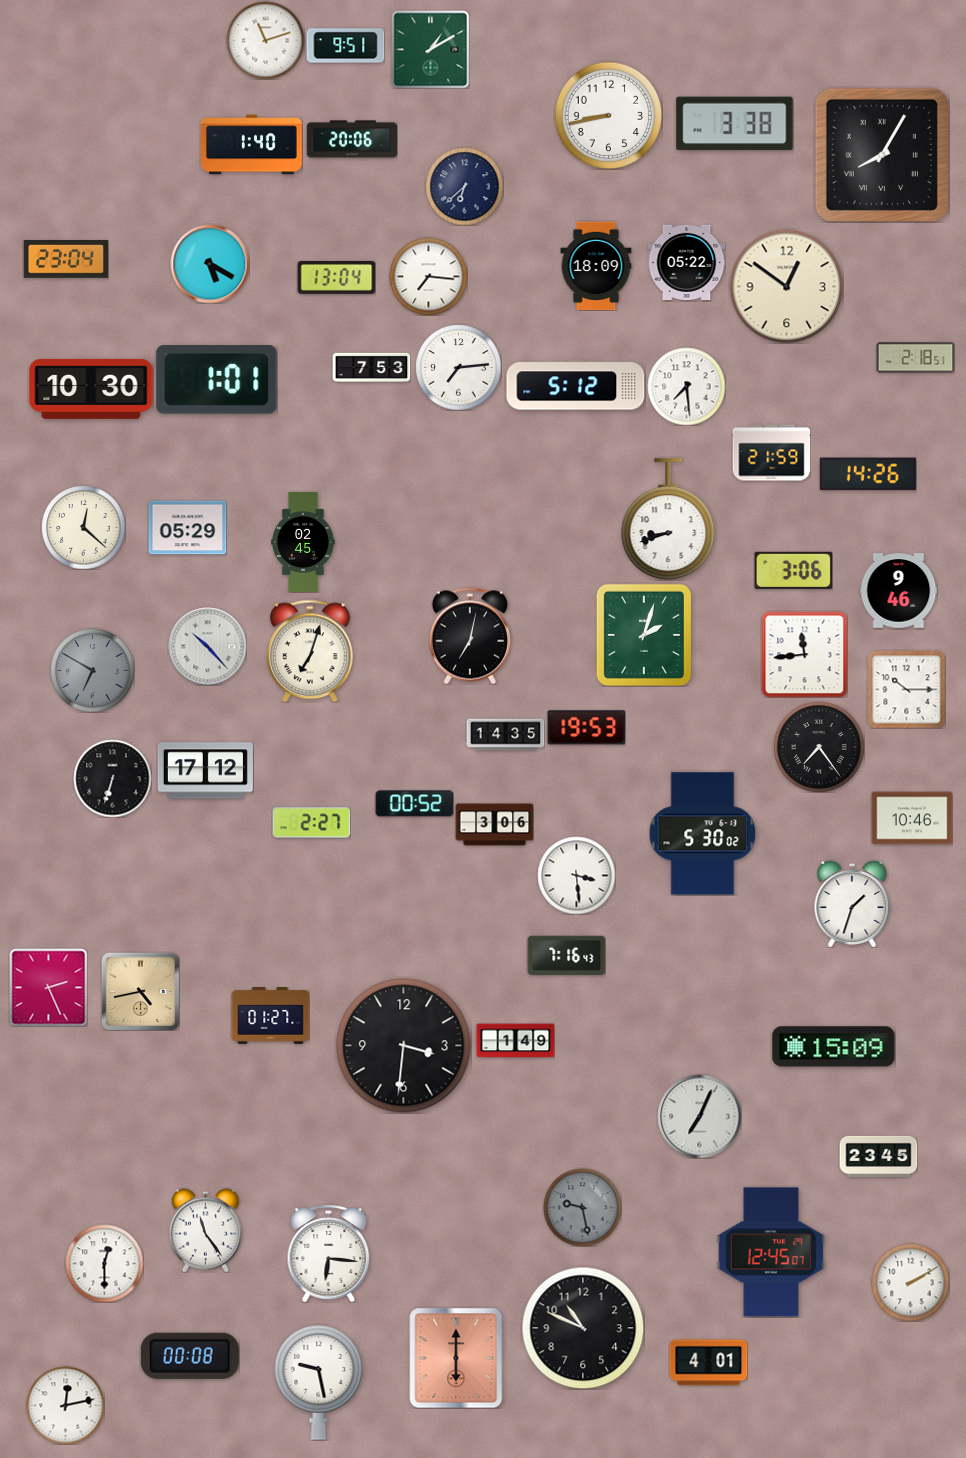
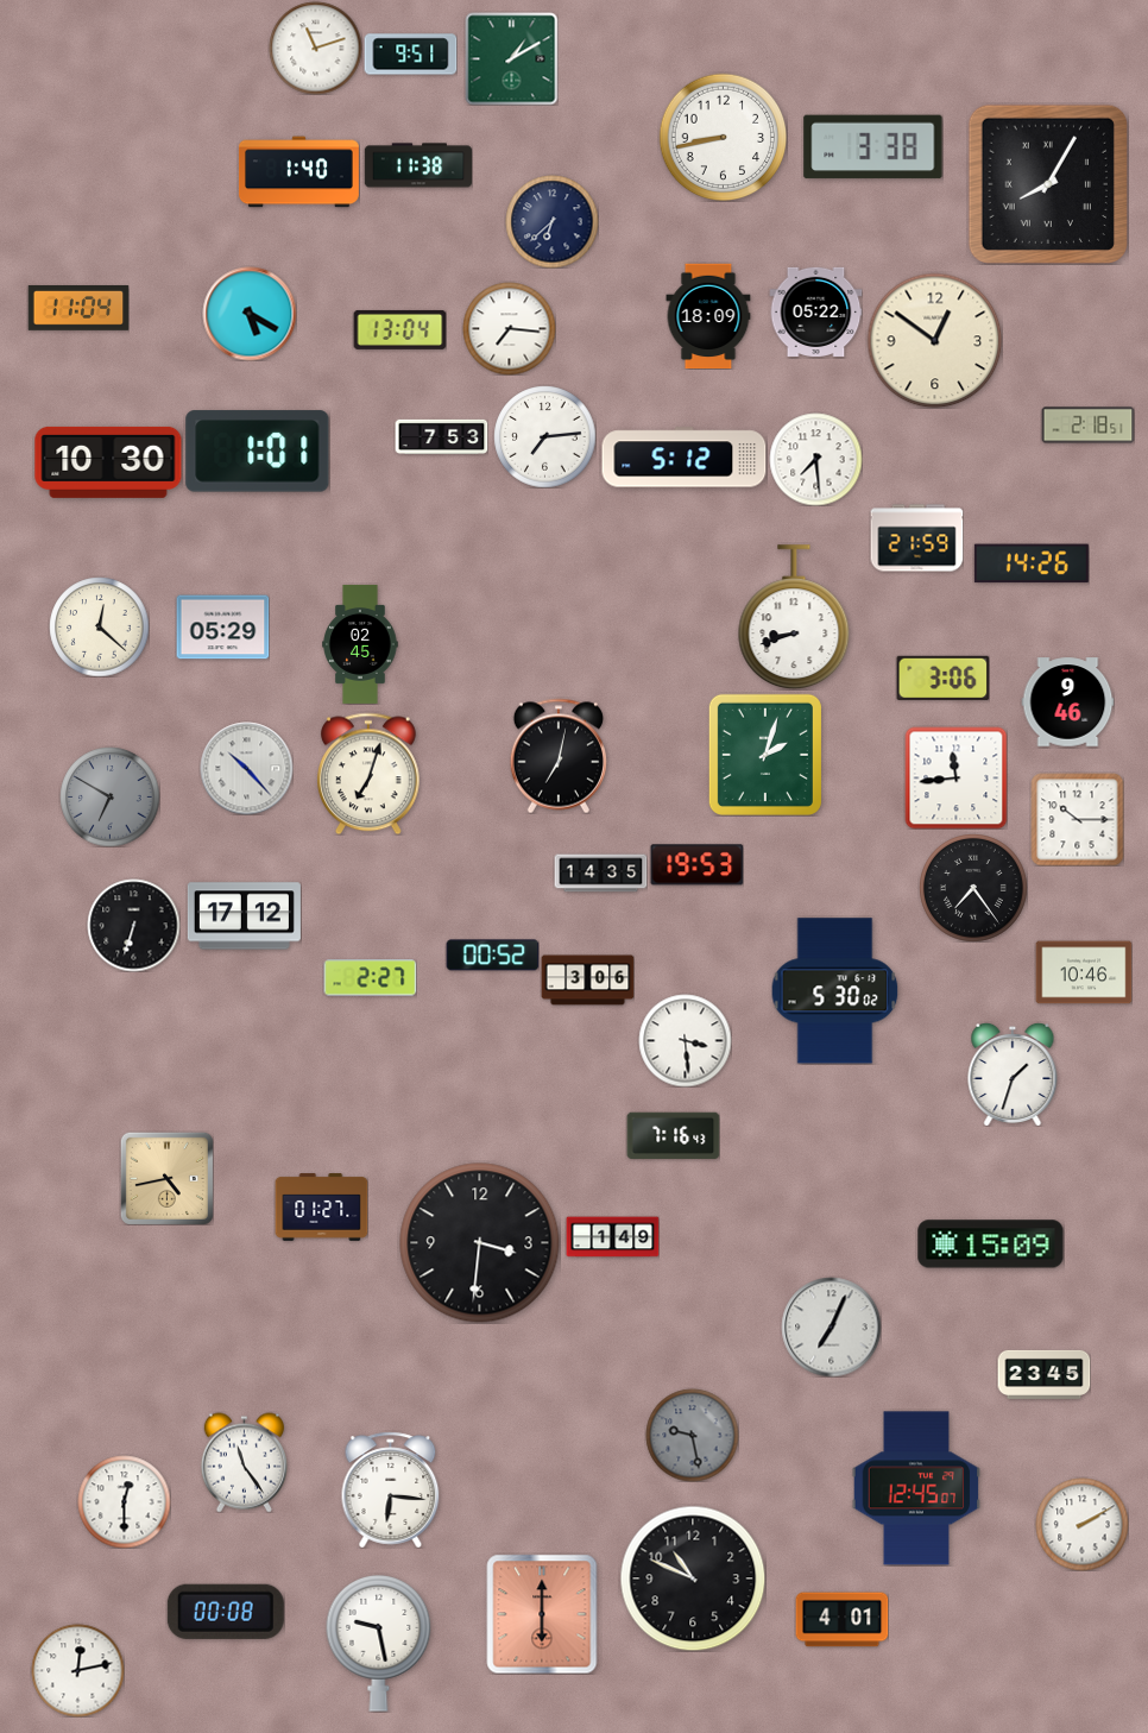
clock at (351, 139): 20:06 -> 11:38
clock at (66, 260): 23:04 -> 11:04
clock at (48, 987): 2:26 -> none
